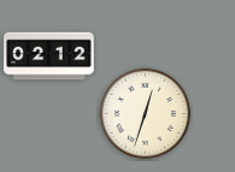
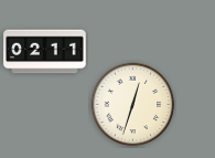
clock at (49, 57): 02:12 -> 02:11
